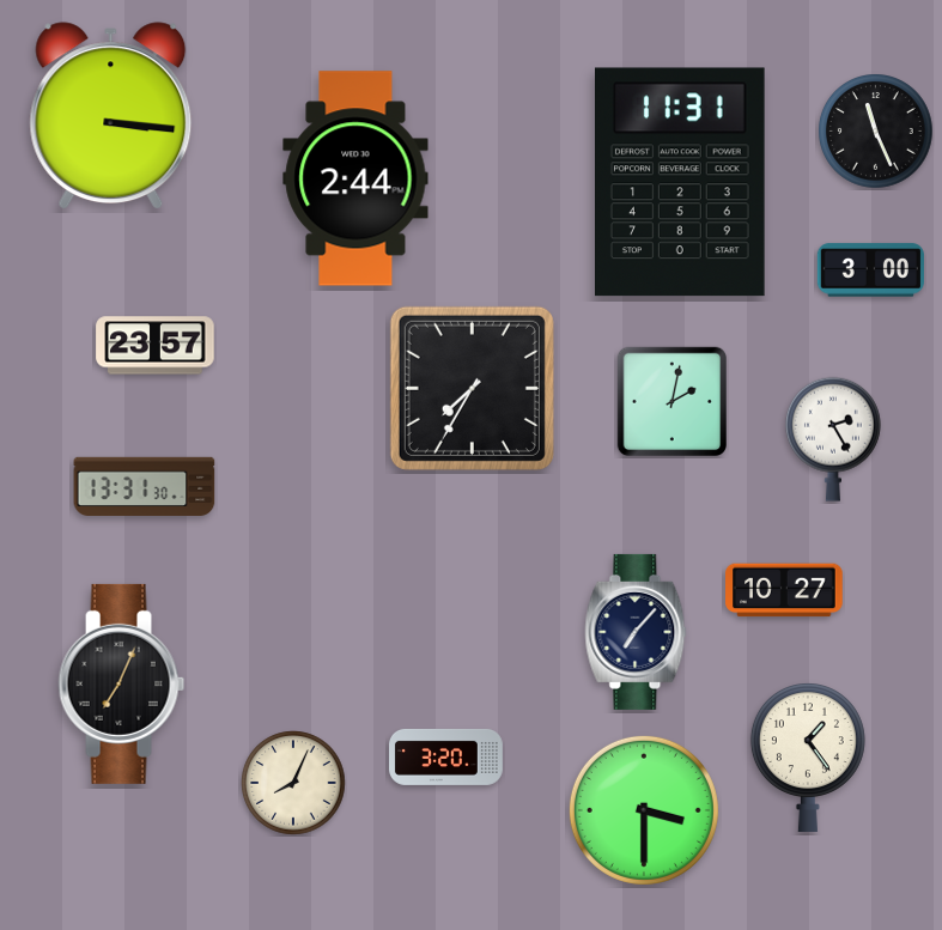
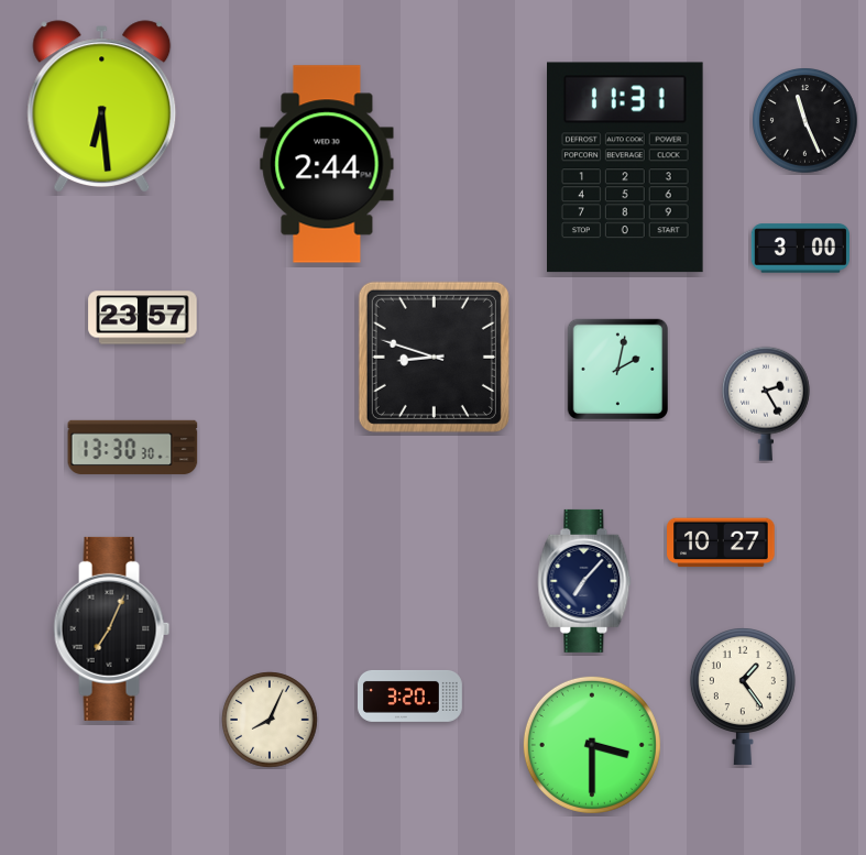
clock at (111, 115): 3:16 -> 6:29
clock at (472, 388): 7:35 -> 8:48
clock at (145, 486): 13:31 -> 13:30
